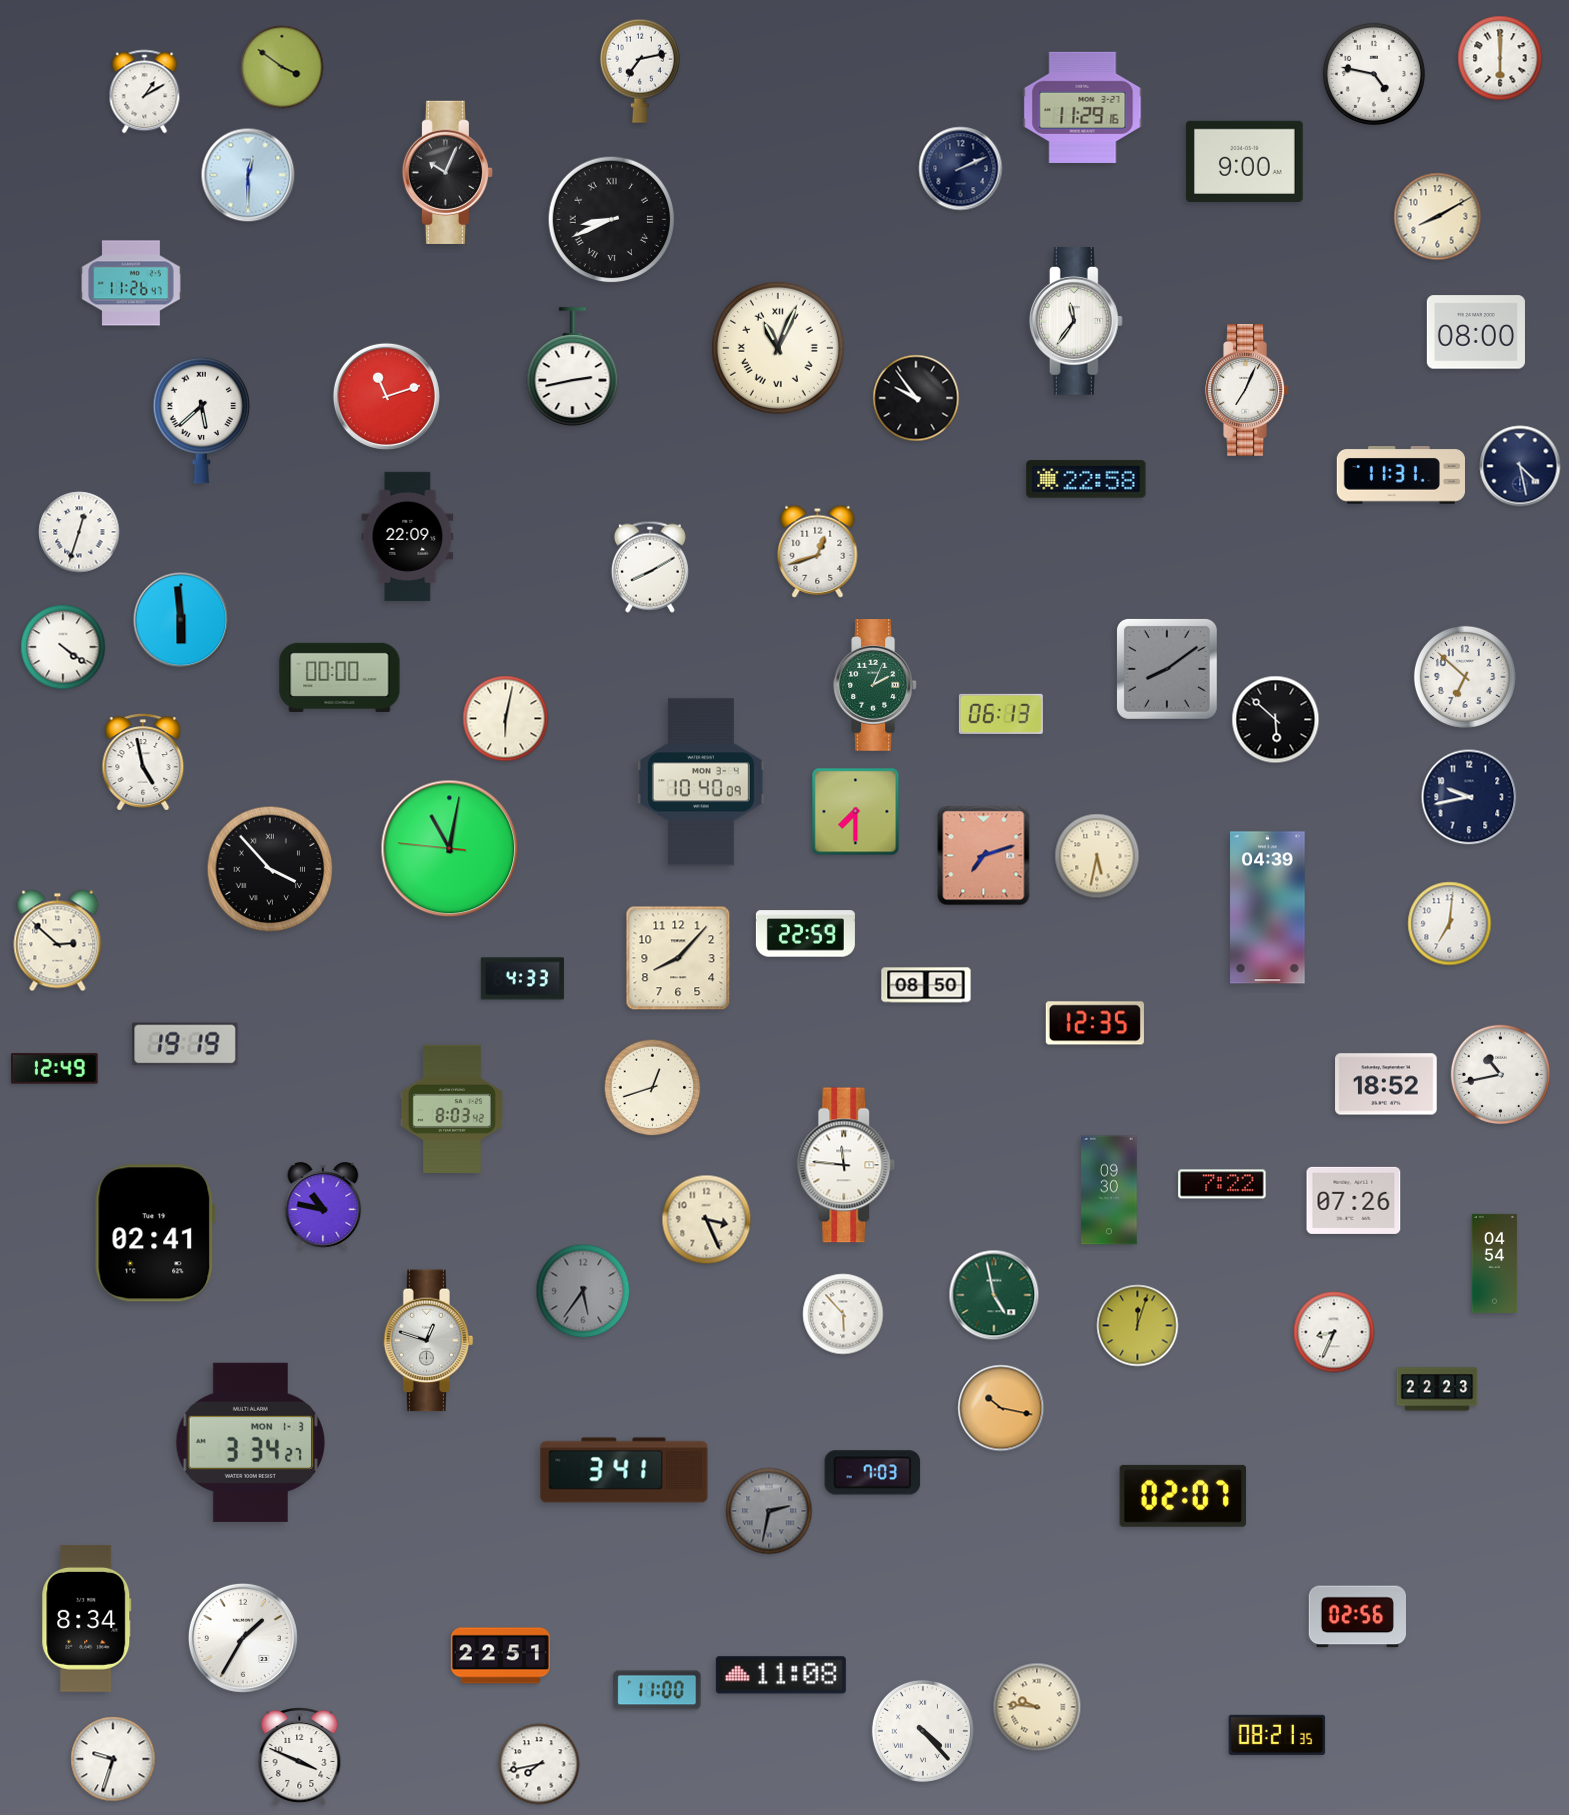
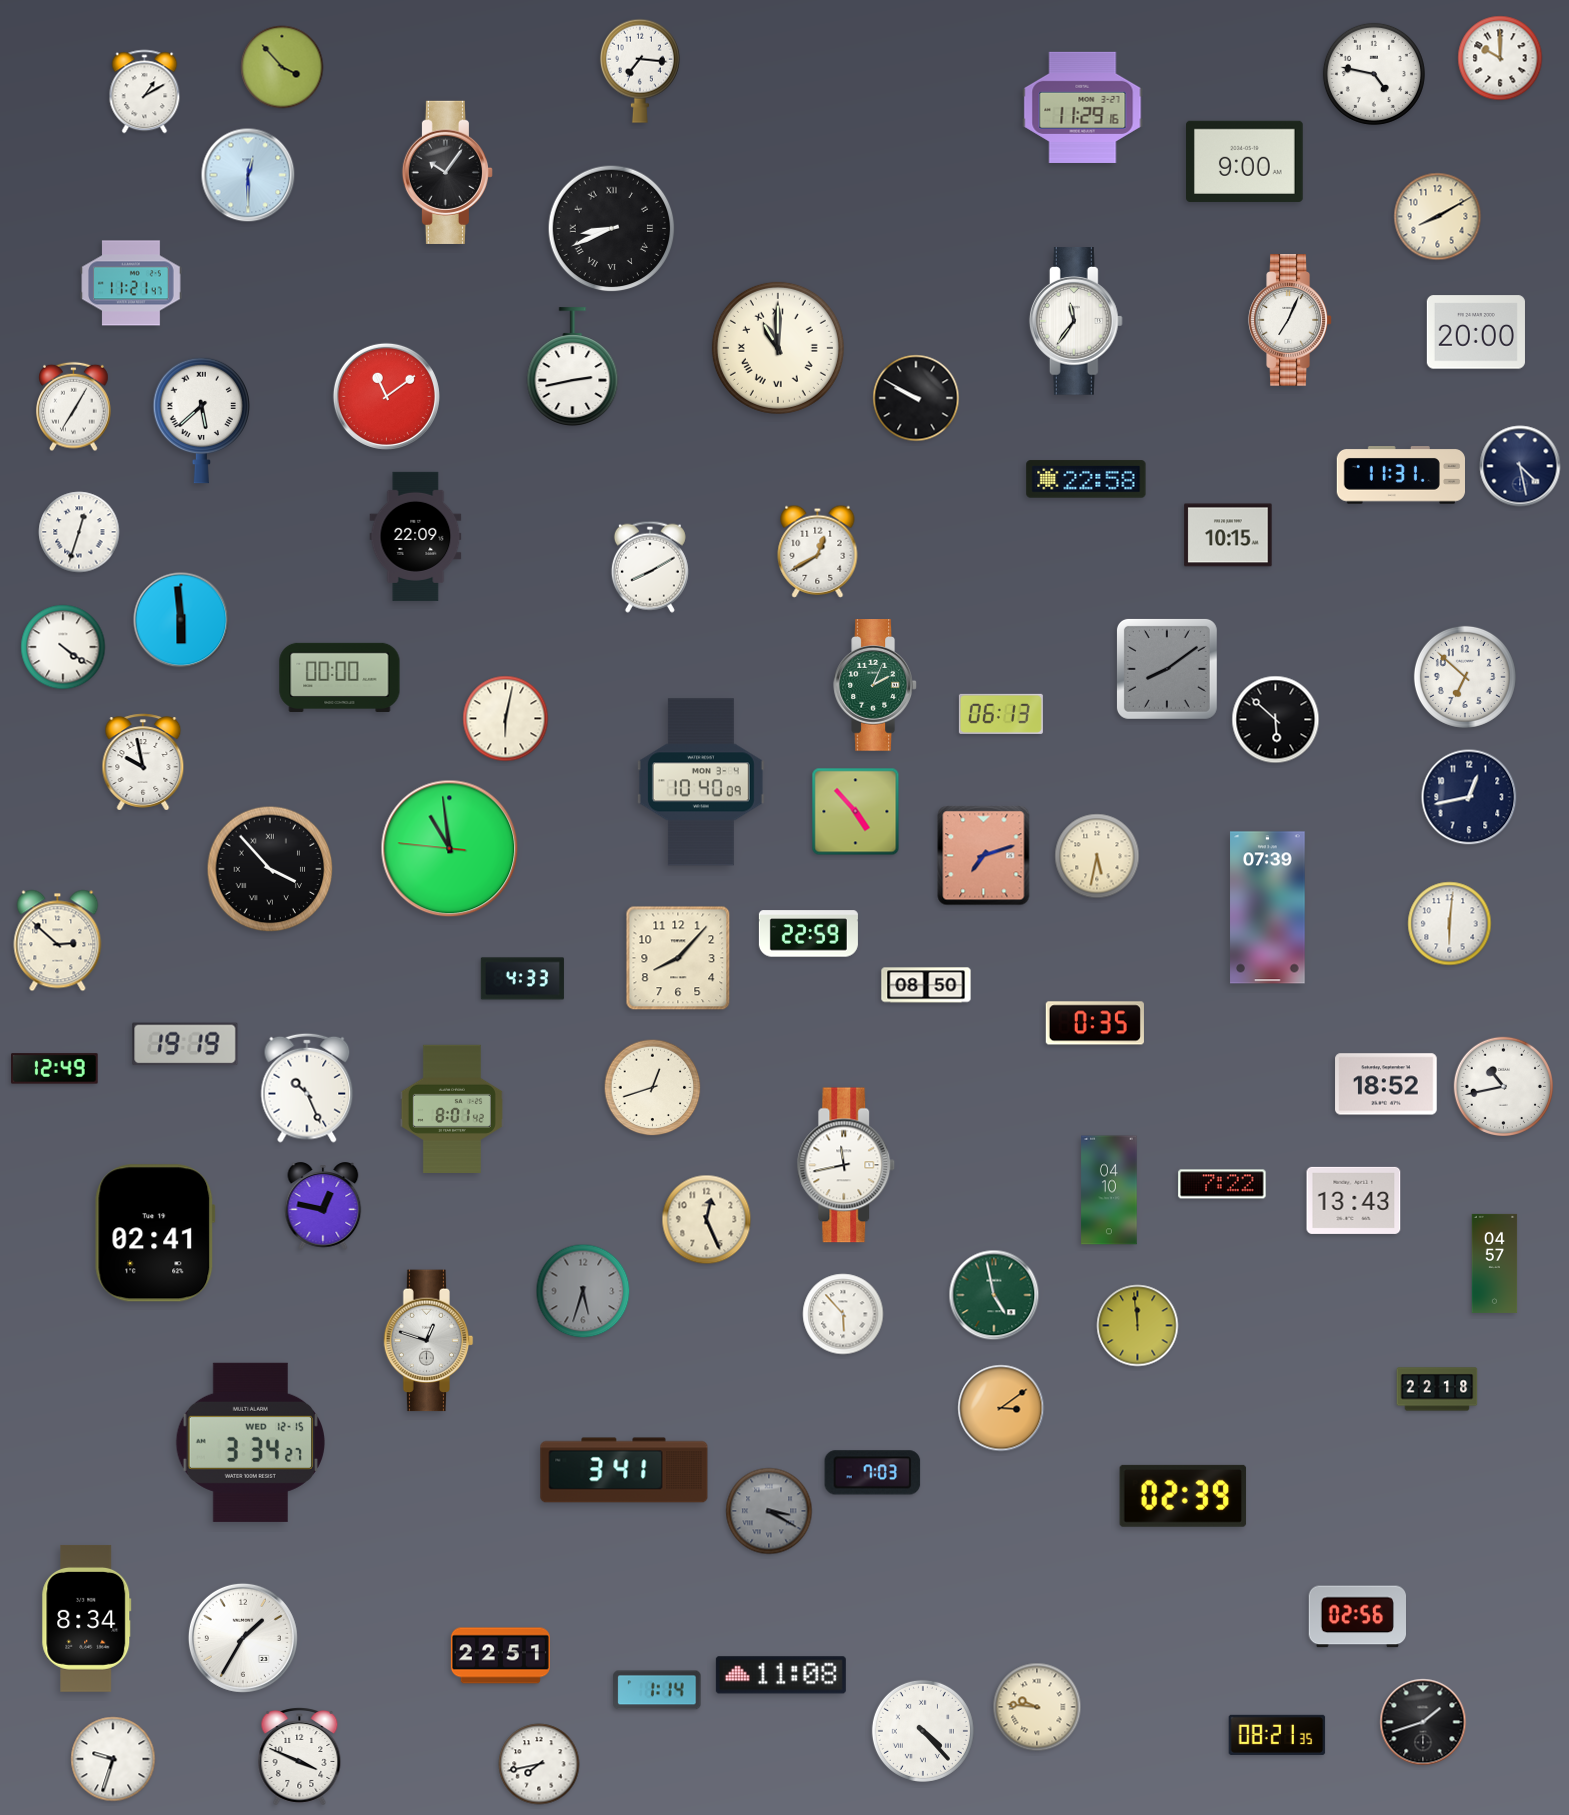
clock at (1500, 58): 6:00 -> 10:00
clock at (282, 67): 3:51 -> 3:53
clock at (640, 71): 7:13 -> 7:16
clock at (961, 169): 2:11 -> none
clock at (447, 172): 10:04 -> 10:06
clock at (612, 220) position: (612, 220) -> (612, 229)
clock at (131, 283): 11:26 -> 11:21
clock at (1476, 332): 08:00 -> 20:00
clock at (778, 348): 11:04 -> 11:00
clock at (1247, 391) position: (1247, 391) -> (1290, 321)
clock at (386, 396): 11:12 -> 11:09
clock at (916, 398): 9:54 -> 9:50
clock at (74, 407): none -> 7:05
clock at (1228, 535): none -> 10:15
clock at (408, 536) position: (408, 536) -> (416, 536)
clock at (818, 551): 12:42 -> 12:40
clock at (143, 762): 4:58 -> 9:58
clock at (1469, 797): 9:43 -> 12:43
clock at (856, 812): 7:30 -> 4:53
clock at (450, 849): 11:01 -> 10:58
clock at (1268, 908): 04:39 -> 07:39
clock at (1450, 924): 7:01 -> 6:01
clock at (805, 934) position: (805, 934) -> (808, 934)
clock at (1095, 1023): 12:35 -> 0:35
clock at (1500, 1074) position: (1500, 1074) -> (1503, 1086)
clock at (307, 1088): none -> 10:26
clock at (452, 1108): 8:03 -> 8:01
clock at (846, 1165): 11:46 -> 11:43
clock at (1109, 1190): 09:30 -> 04:10
clock at (1354, 1200): 07:26 -> 13:43
clock at (323, 1206): 10:47 -> 12:47
clock at (707, 1220): 3:26 -> 12:26
clock at (1495, 1263): 04:54 -> 04:57
clock at (583, 1291): 5:36 -> 5:33
clock at (1138, 1326): 12:03 -> 11:59
clock at (1334, 1332): 8:34 -> none
clock at (1437, 1389): 22:23 -> 22:18
clock at (1001, 1408): 10:17 -> 3:09
clock at (250, 1442) date: MON 1-3 -> WED 12-15
clock at (1183, 1496): 02:07 -> 02:39
clock at (769, 1511): 2:32 -> 3:20
clock at (657, 1690): 11:00 -> 1:14
clock at (1423, 1722): none -> 1:42
